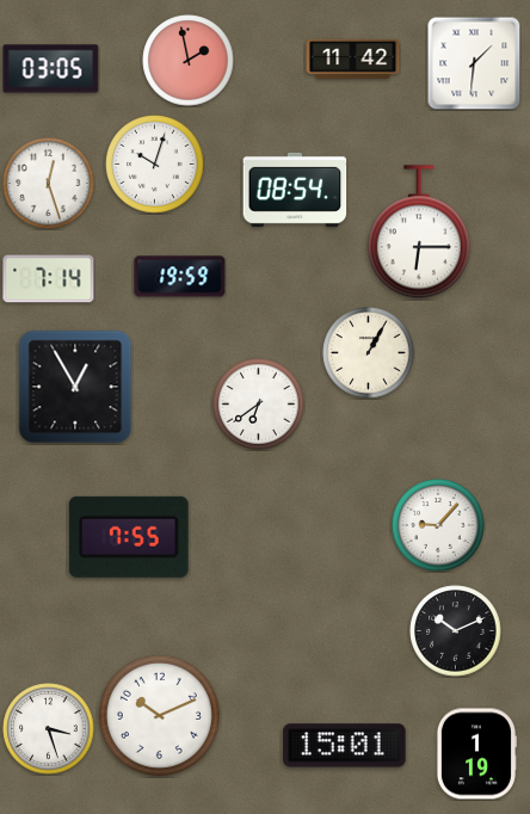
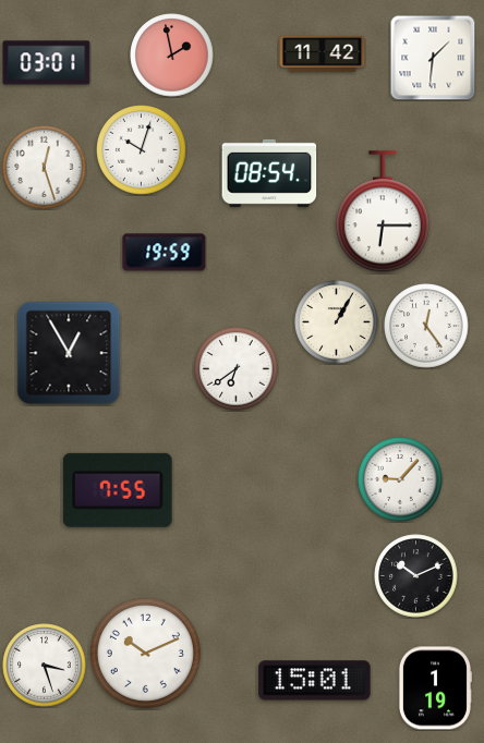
clock at (51, 69): 03:05 -> 03:01
clock at (49, 279): 7:14 -> none
clock at (426, 326): none -> 12:24
